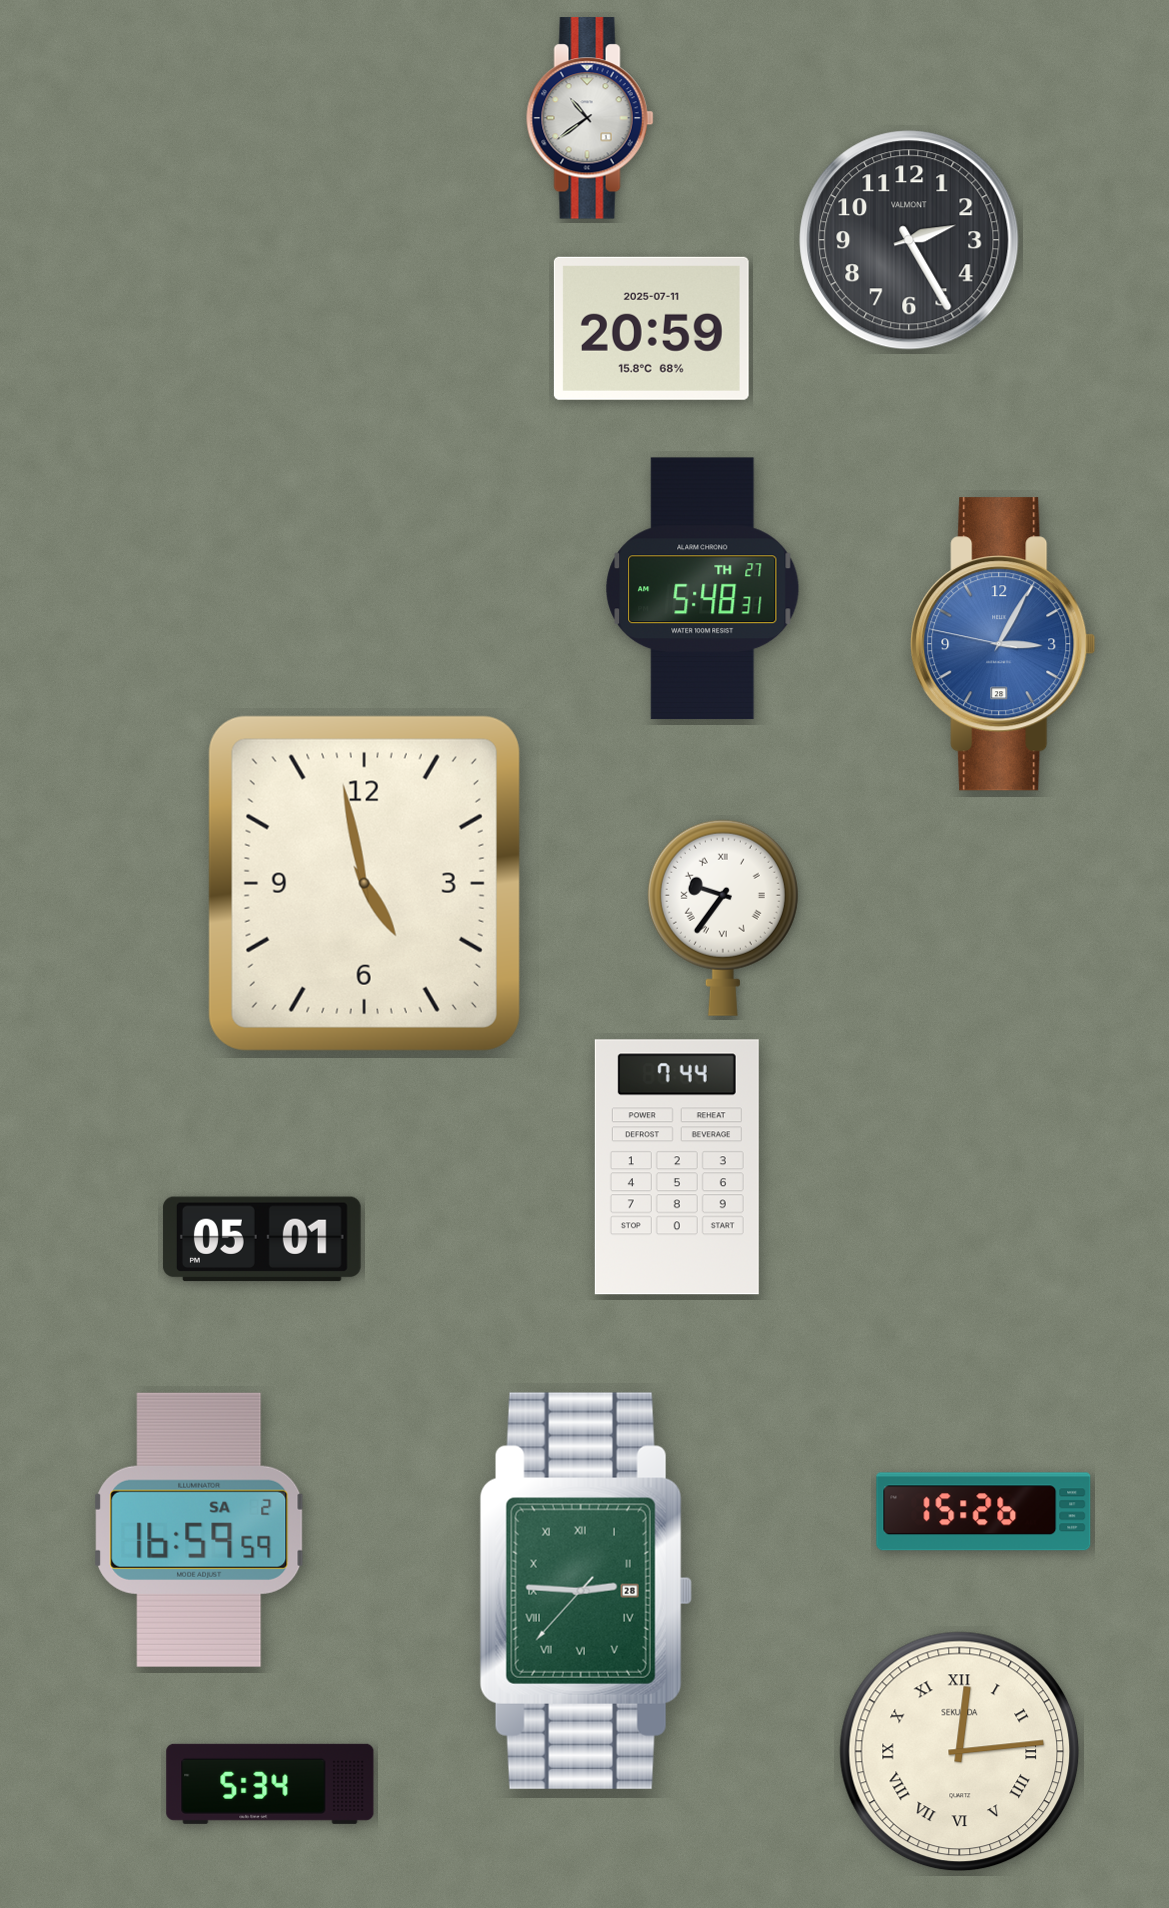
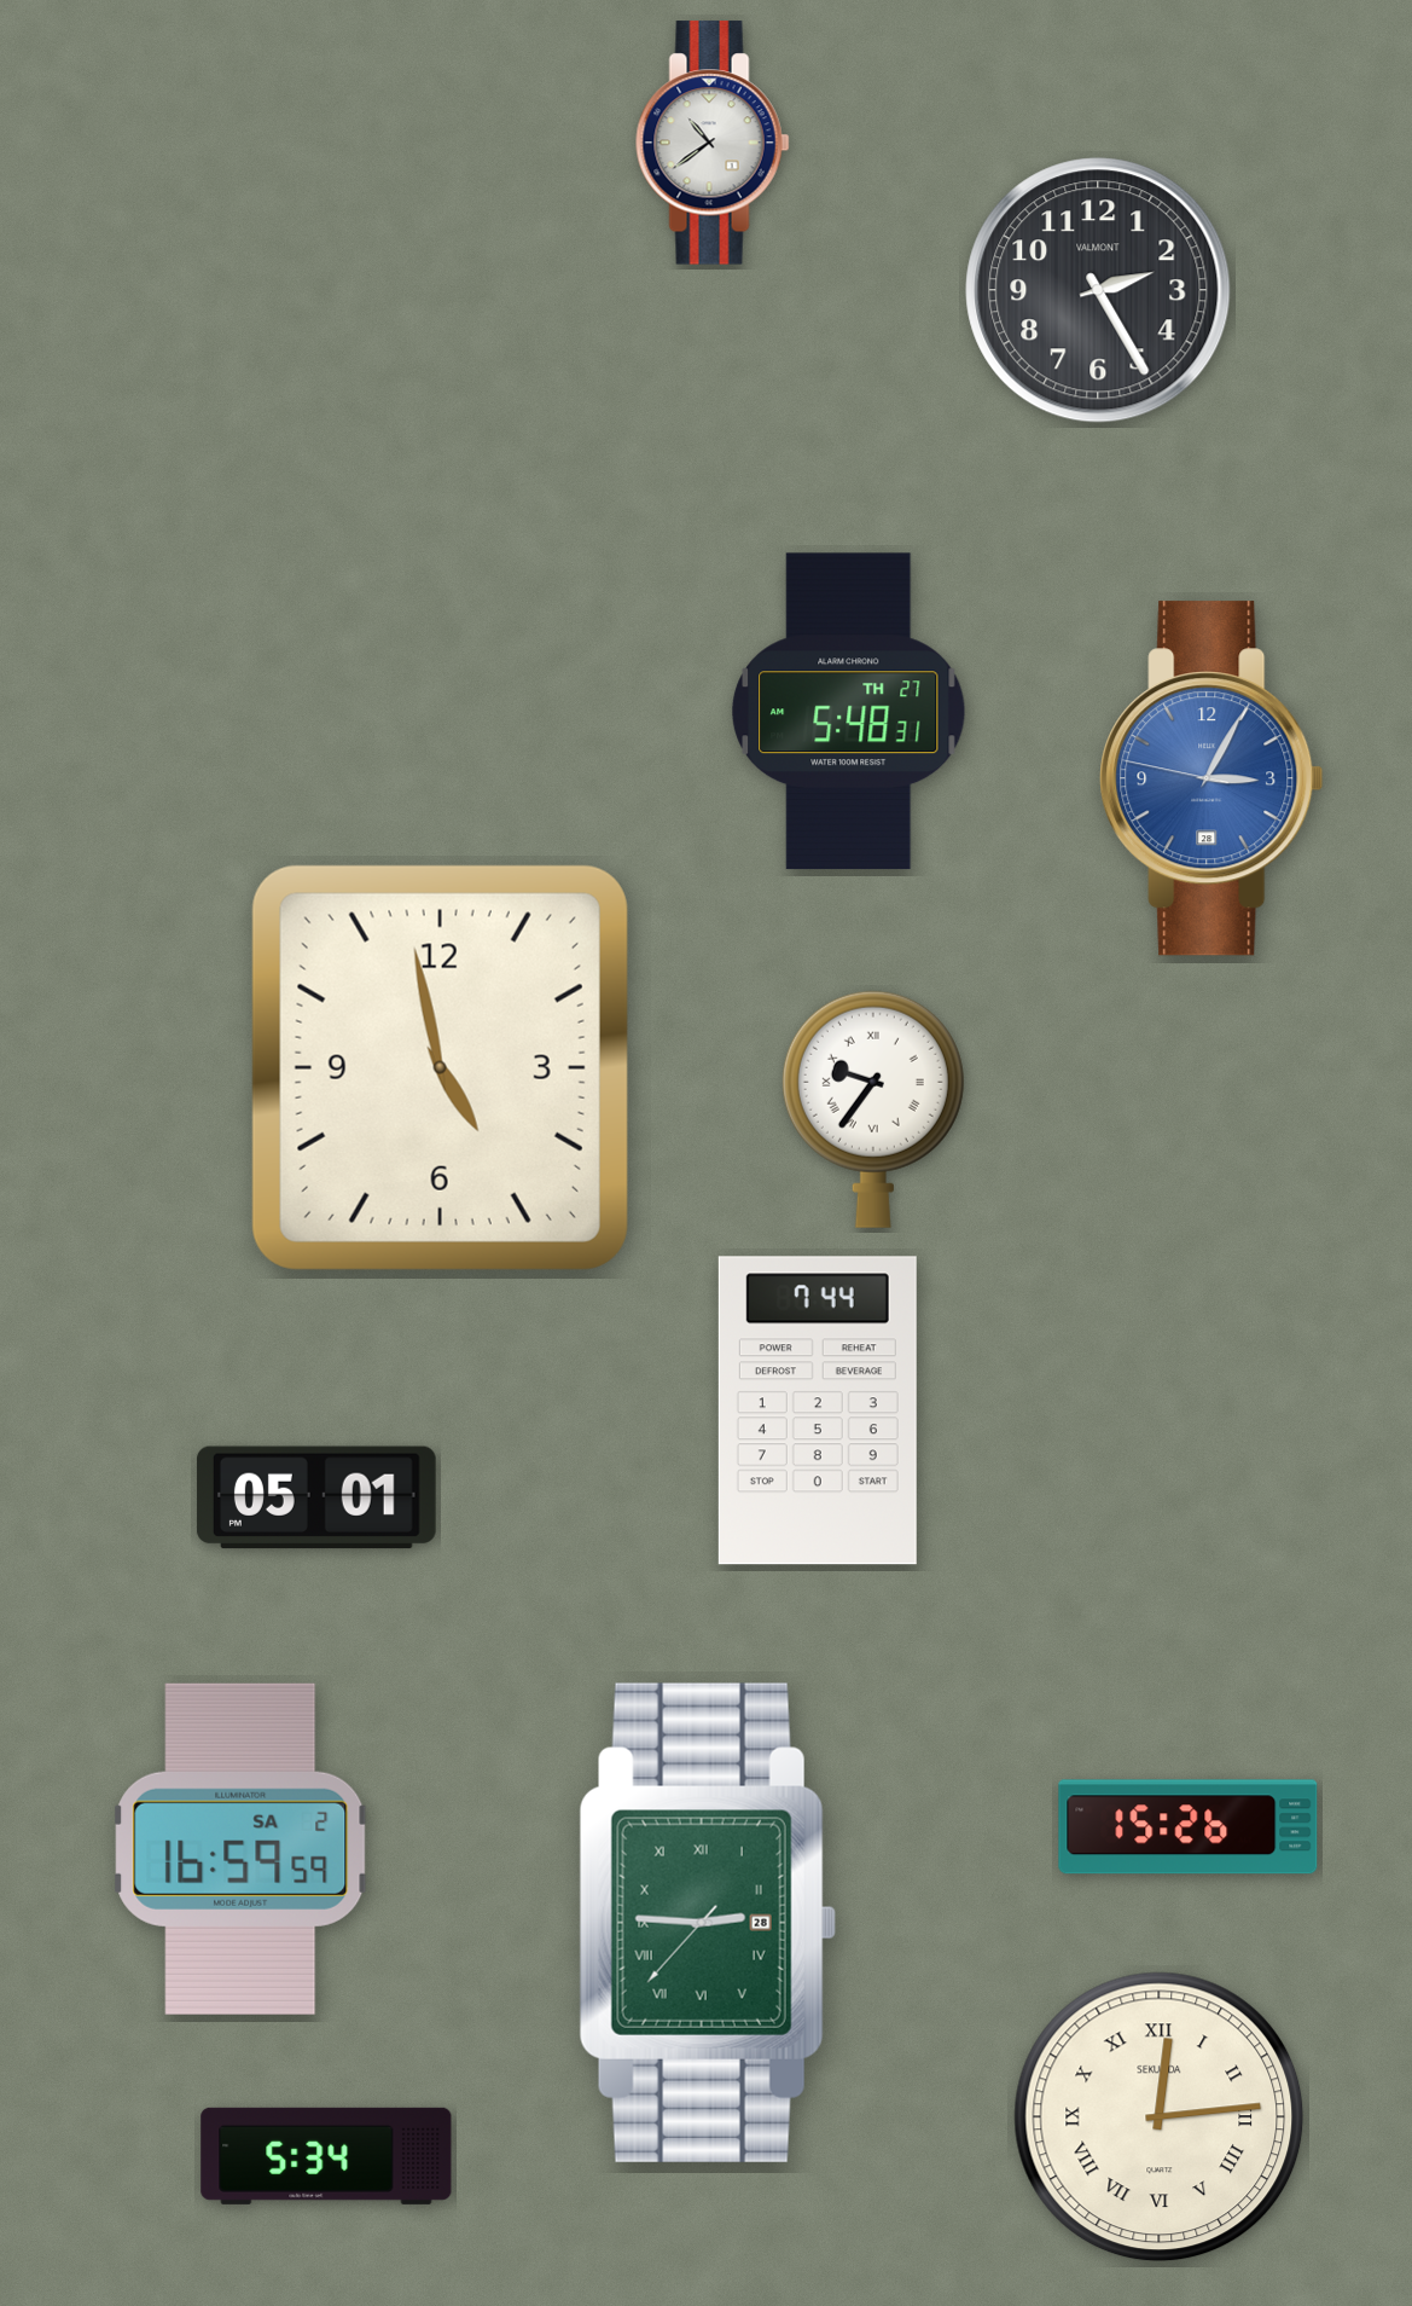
clock at (651, 328): 20:59 -> none
